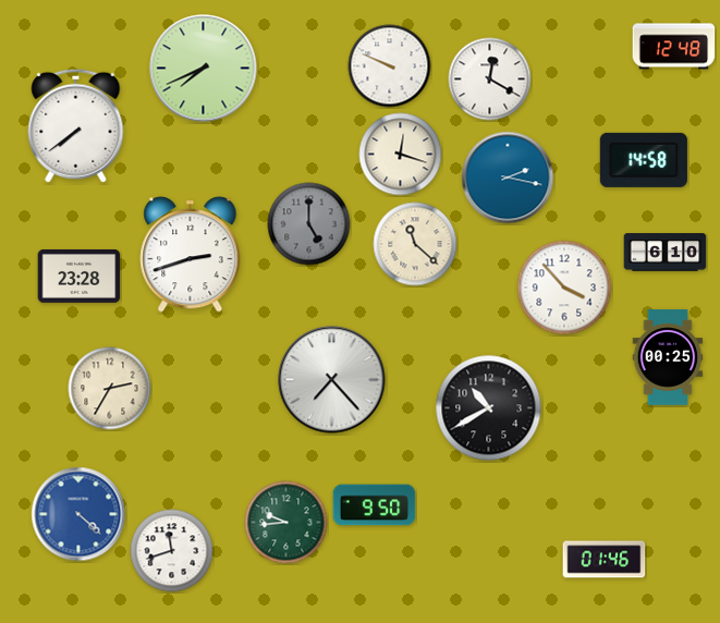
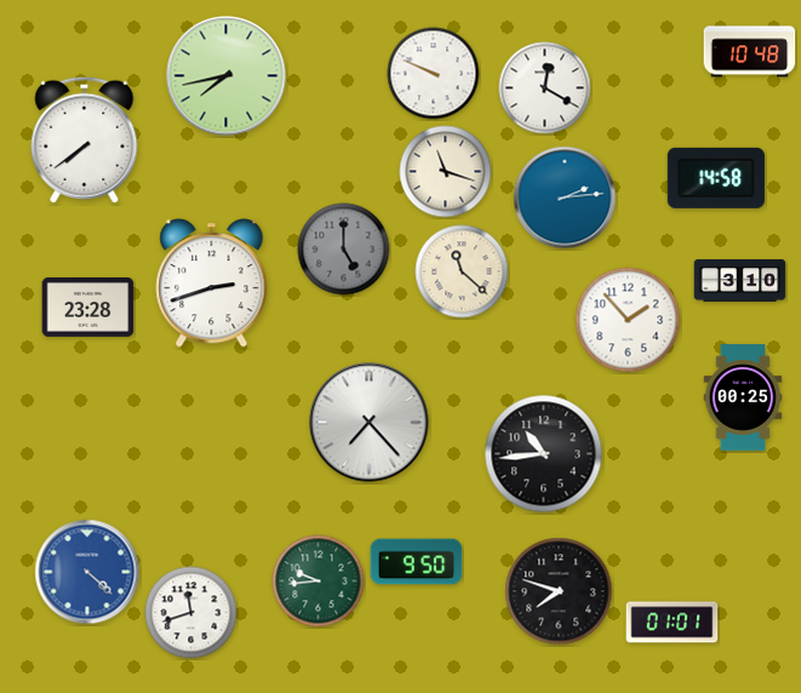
clock at (674, 47): 12:48 -> 10:48
clock at (204, 69): 7:41 -> 7:43
clock at (401, 155): 12:18 -> 11:18
clock at (508, 178): 2:17 -> 2:14
clock at (666, 253): 6:10 -> 3:10
clock at (564, 288): 3:53 -> 1:53
clock at (110, 389): 2:35 -> none
clock at (489, 408): 10:40 -> 10:44
clock at (559, 591): none -> 7:48
clock at (605, 560): 01:46 -> 01:01
